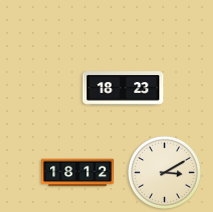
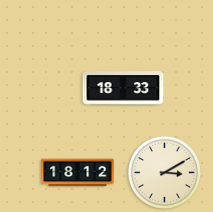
clock at (123, 88): 18:23 -> 18:33
